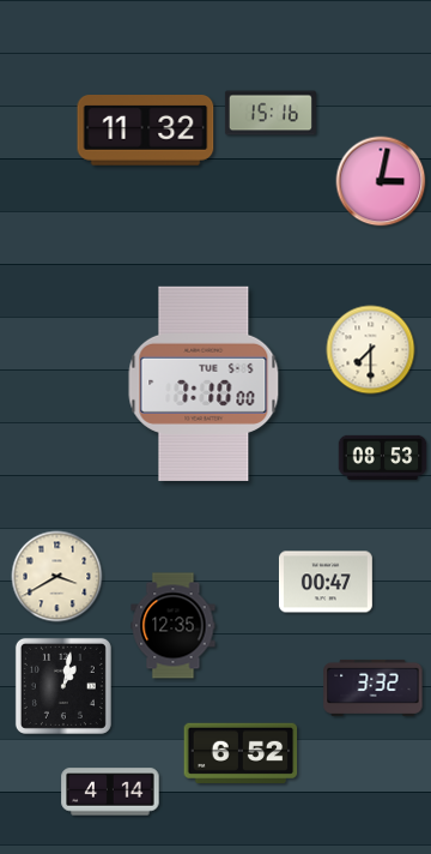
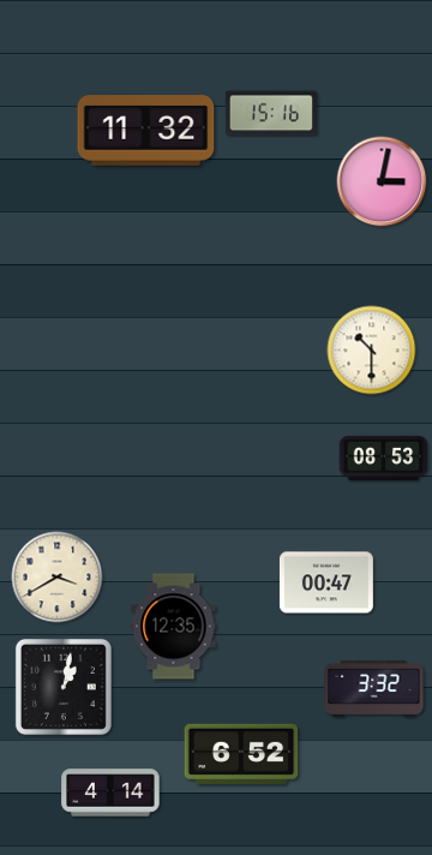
clock at (371, 350): 7:30 -> 10:30
clock at (204, 384): 7:10 -> none
